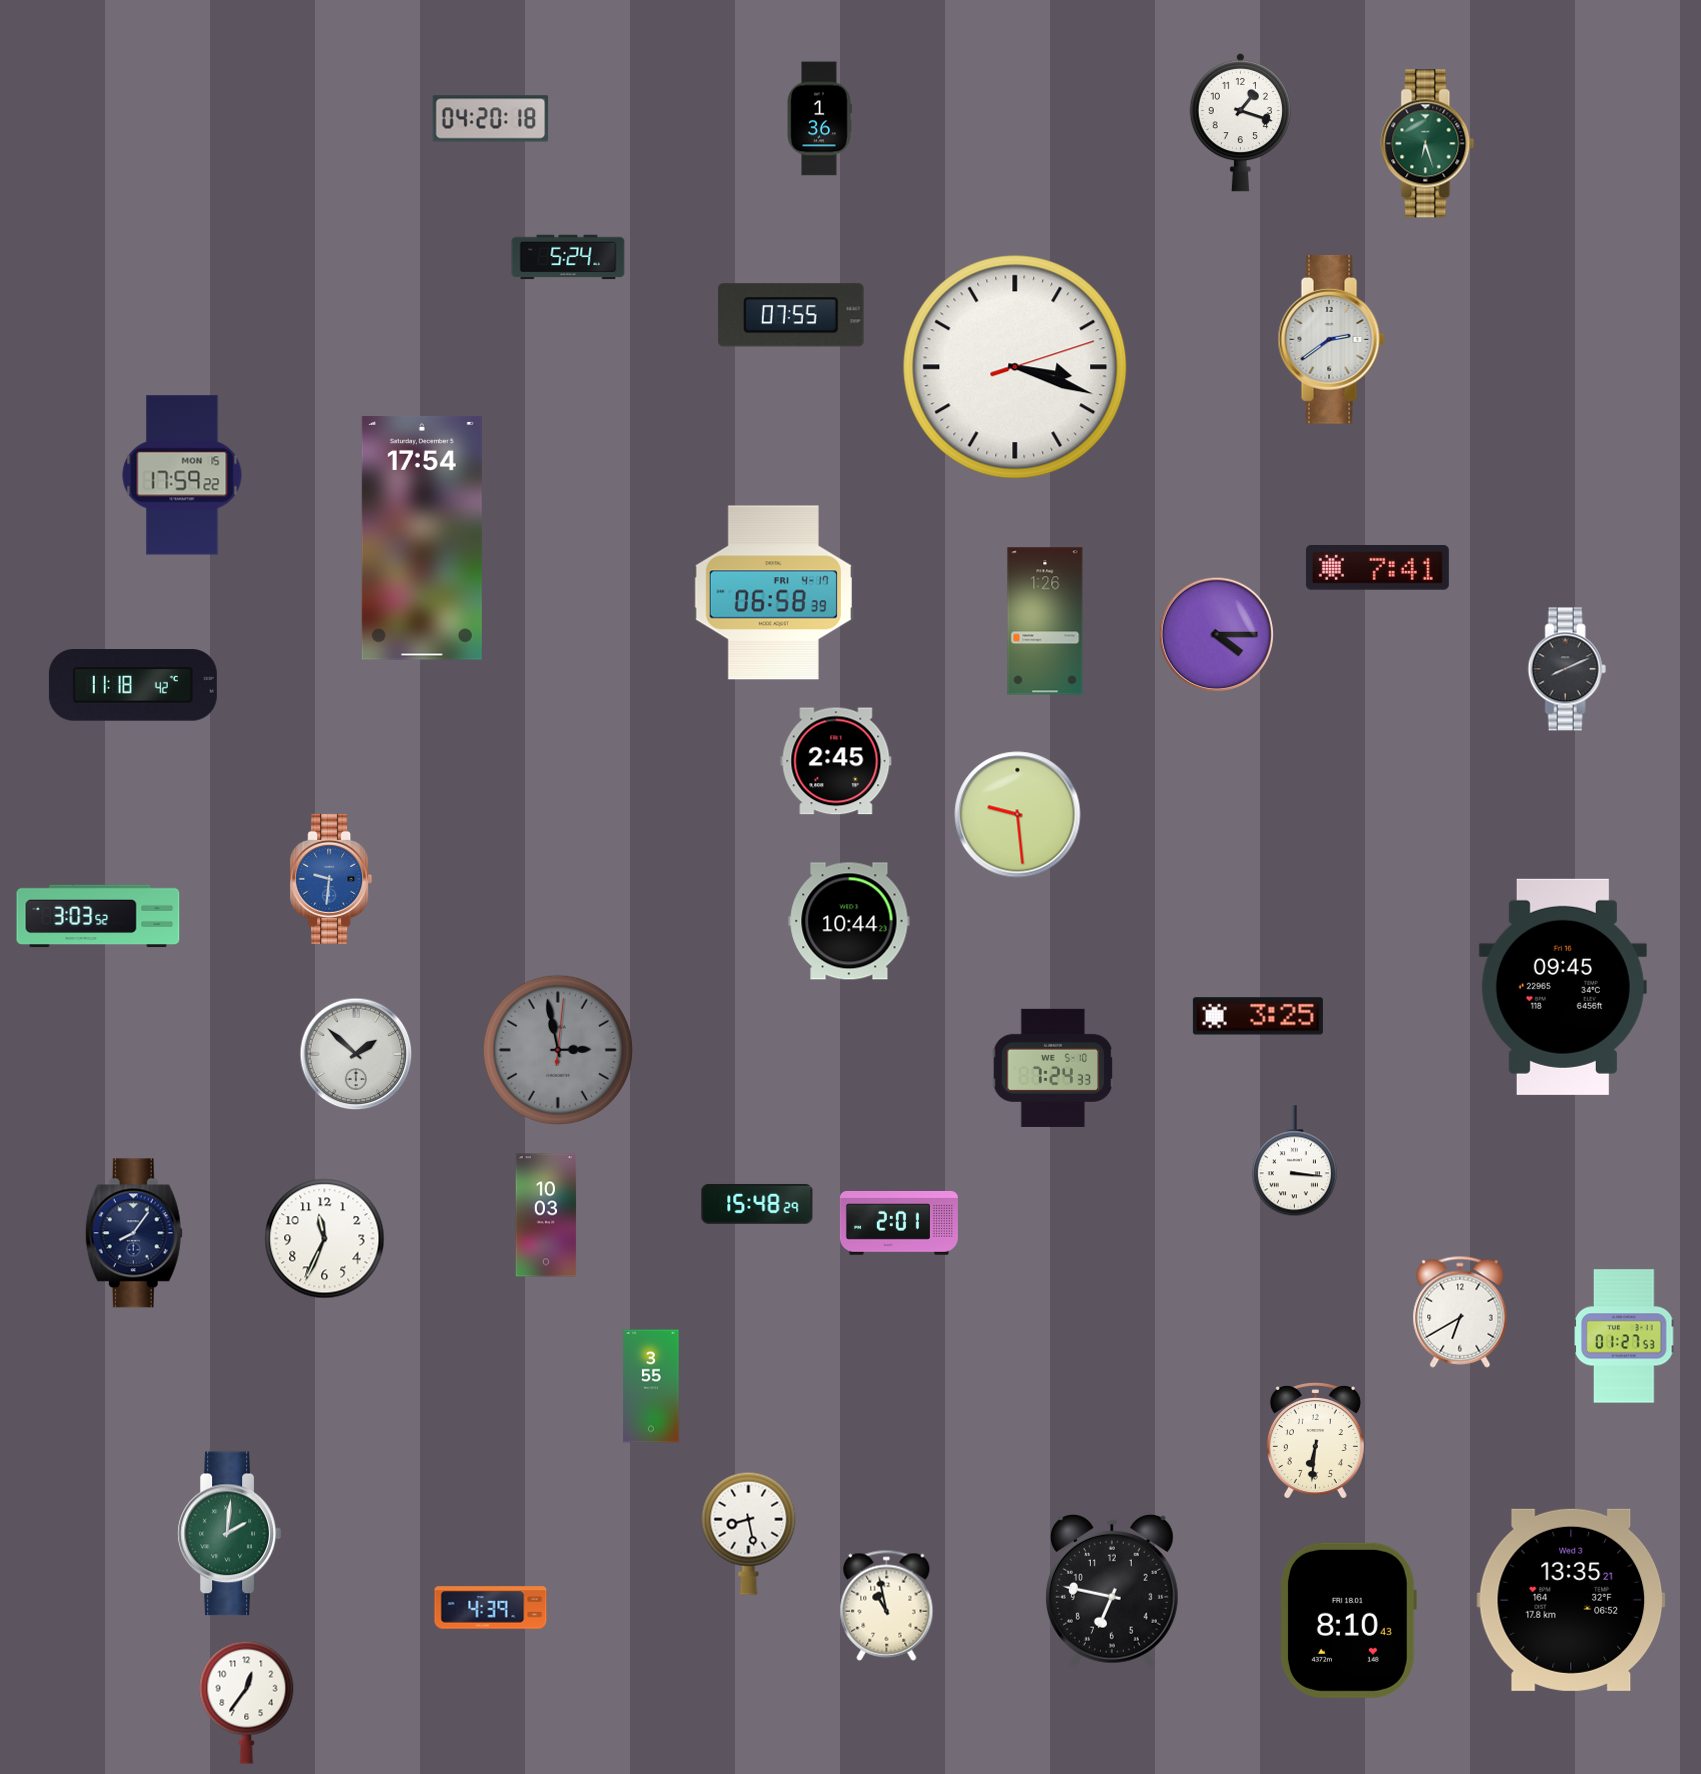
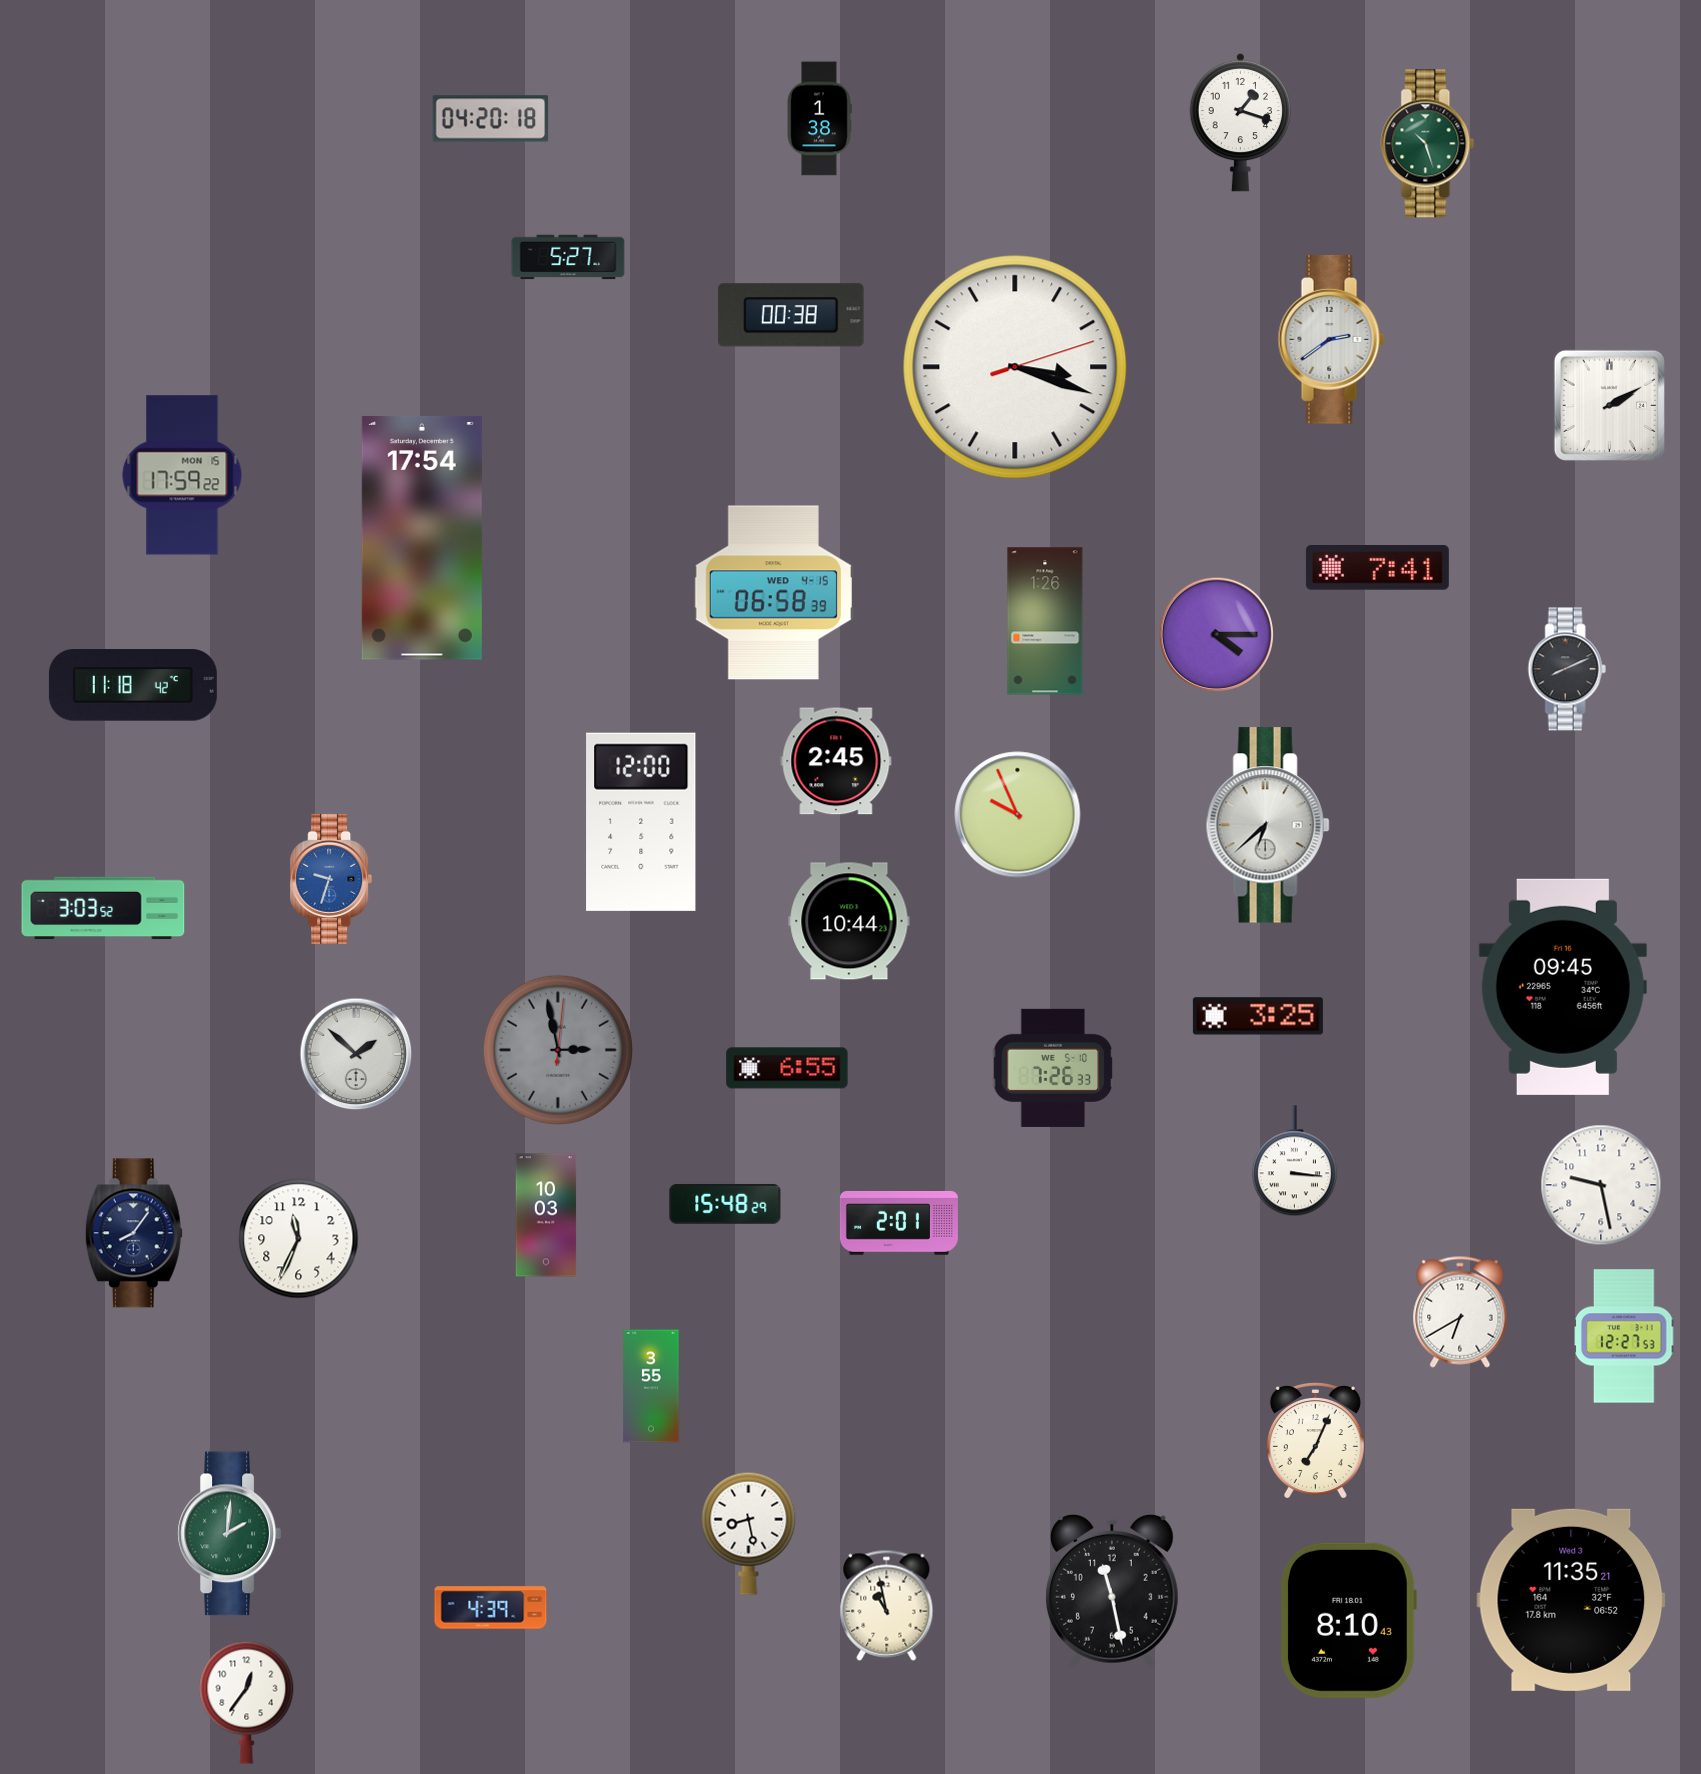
clock at (819, 119): 1:36 -> 1:38
clock at (1428, 144): 6:27 -> 10:27
clock at (568, 257): 5:24 -> 5:27
clock at (791, 315): 07:55 -> 00:38
clock at (1609, 405): none -> 2:10
clock at (773, 593) date: FRI 4-17 -> WED 4-15
clock at (1018, 815): 9:29 -> 9:56
clock at (641, 822): none -> 12:00
clock at (1268, 825): none -> 6:38
clock at (331, 879): 9:31 -> 9:33
clock at (98, 916) position: (98, 916) -> (103, 908)
clock at (787, 1068): none -> 6:55
clock at (1053, 1068): 7:24 -> 7:26
clock at (1601, 1185): none -> 9:28
clock at (757, 1204) position: (757, 1204) -> (725, 1204)
clock at (325, 1239) position: (325, 1239) -> (299, 1239)
clock at (1624, 1336): 01:27 -> 12:27
clock at (1315, 1441): 6:31 -> 7:04
clock at (1112, 1591): 6:47 -> 11:28
clock at (1571, 1600): 13:35 -> 11:35
